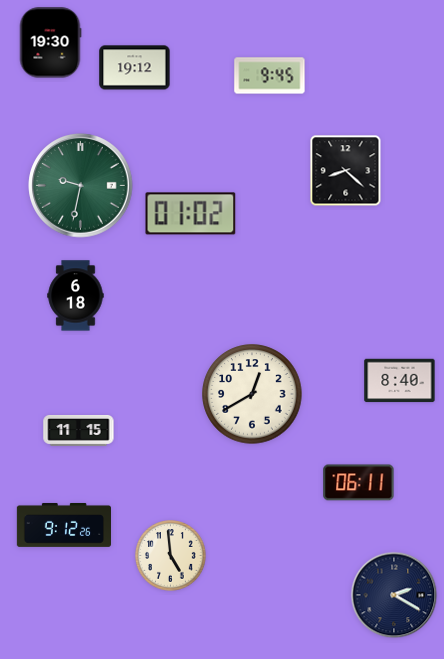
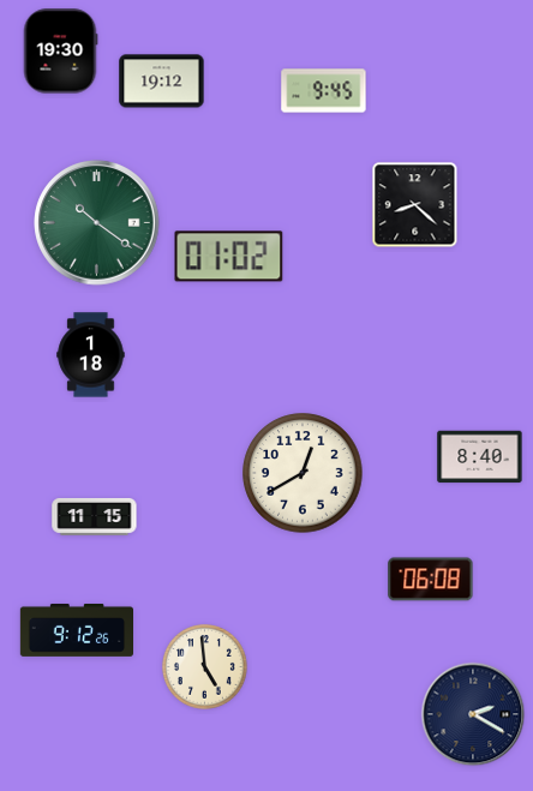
clock at (81, 186): 9:32 -> 10:21
clock at (76, 296): 6:18 -> 1:18
clock at (359, 483): 06:11 -> 06:08
